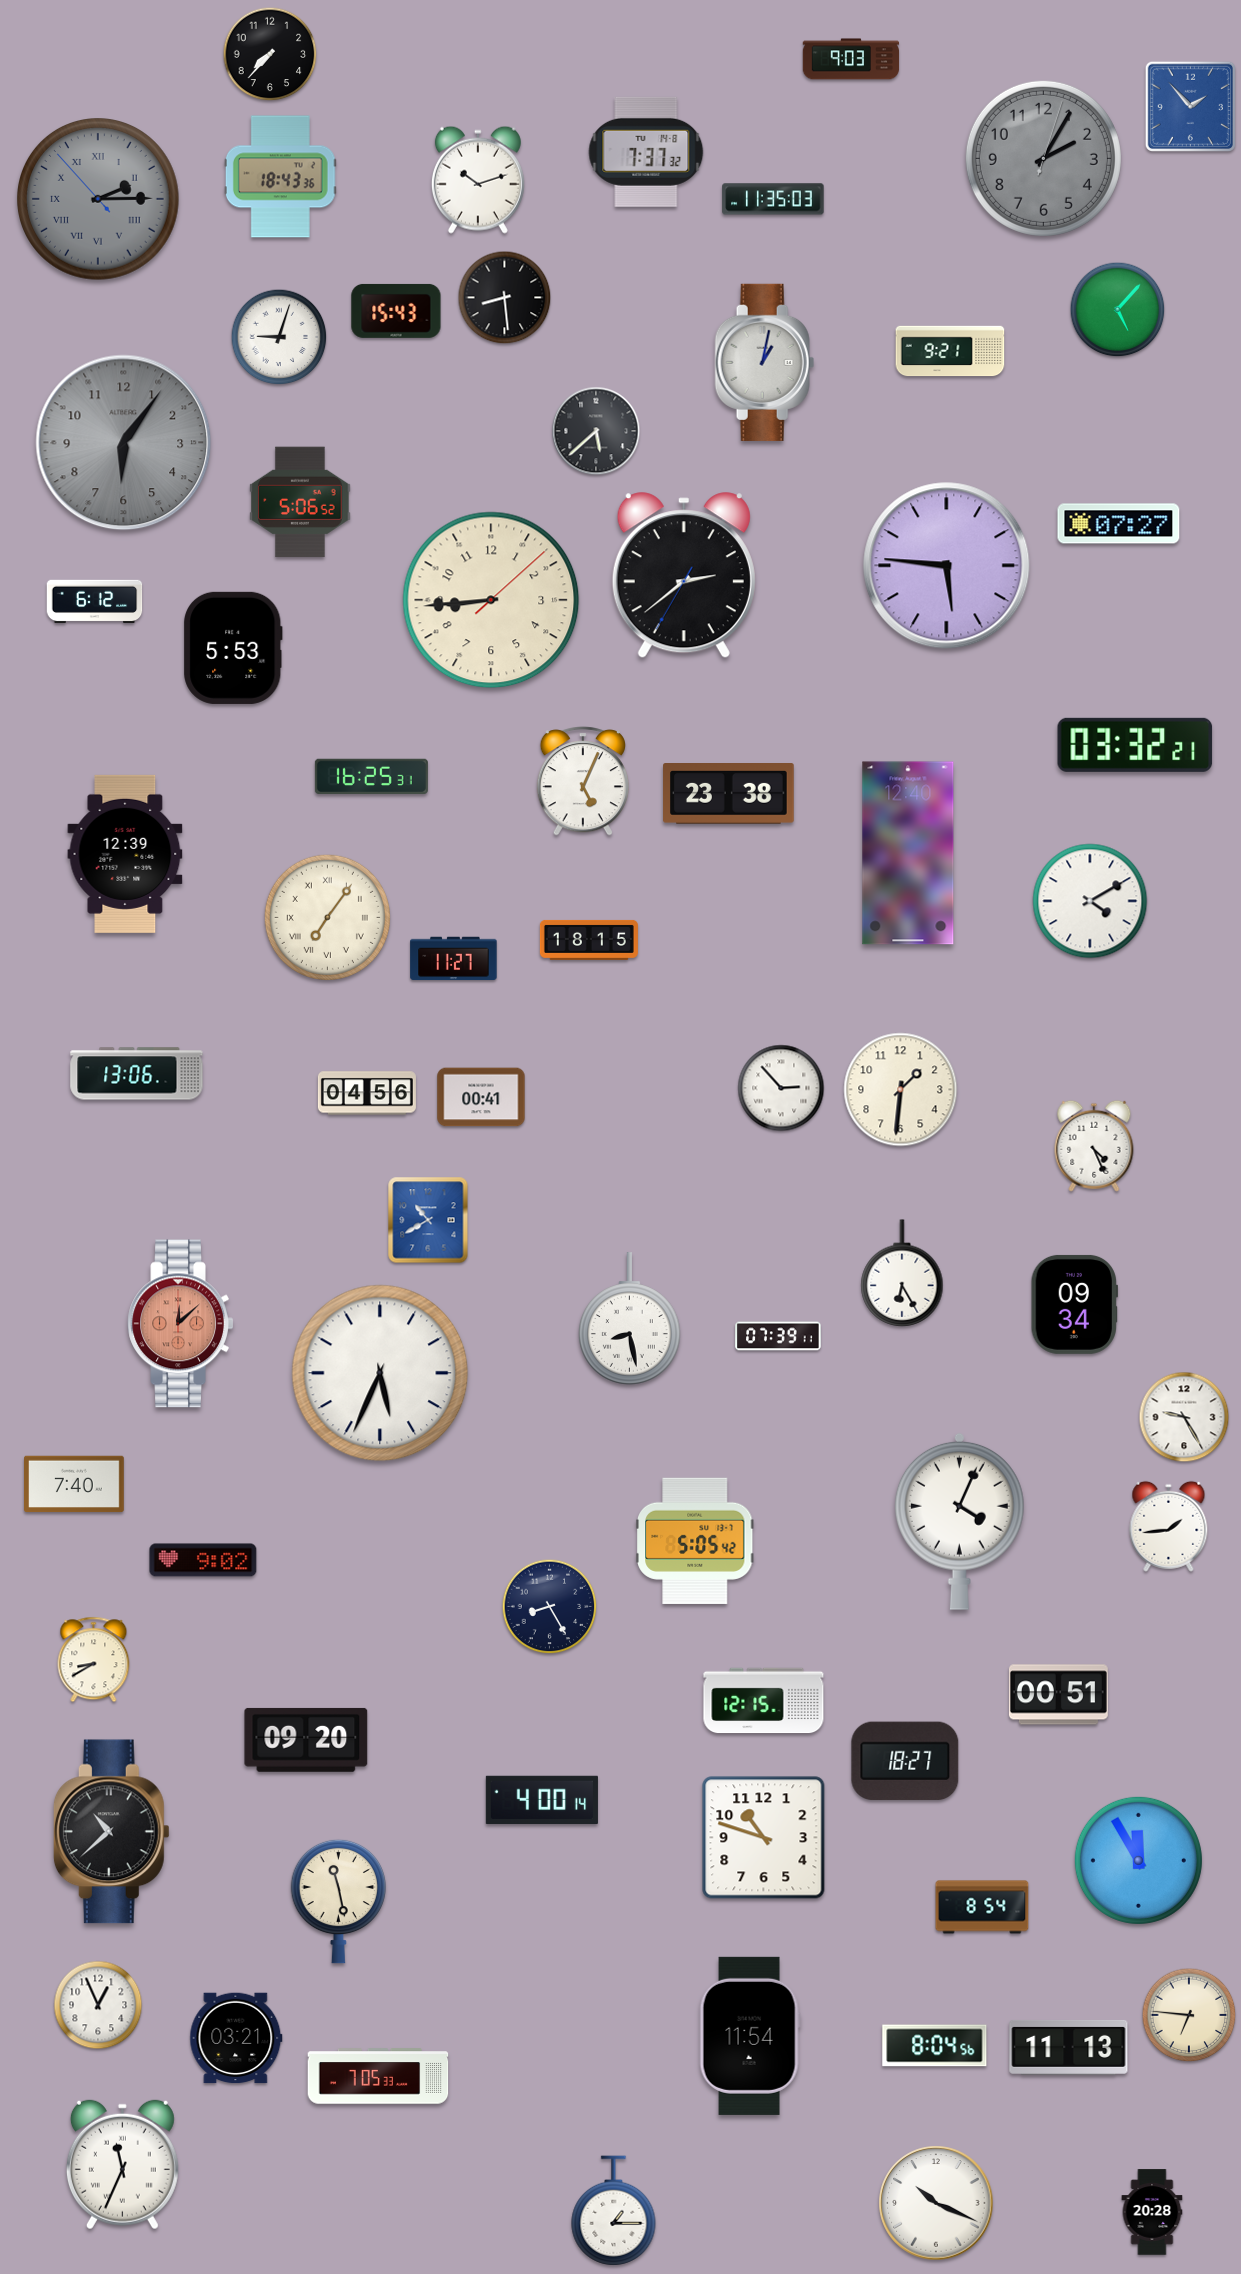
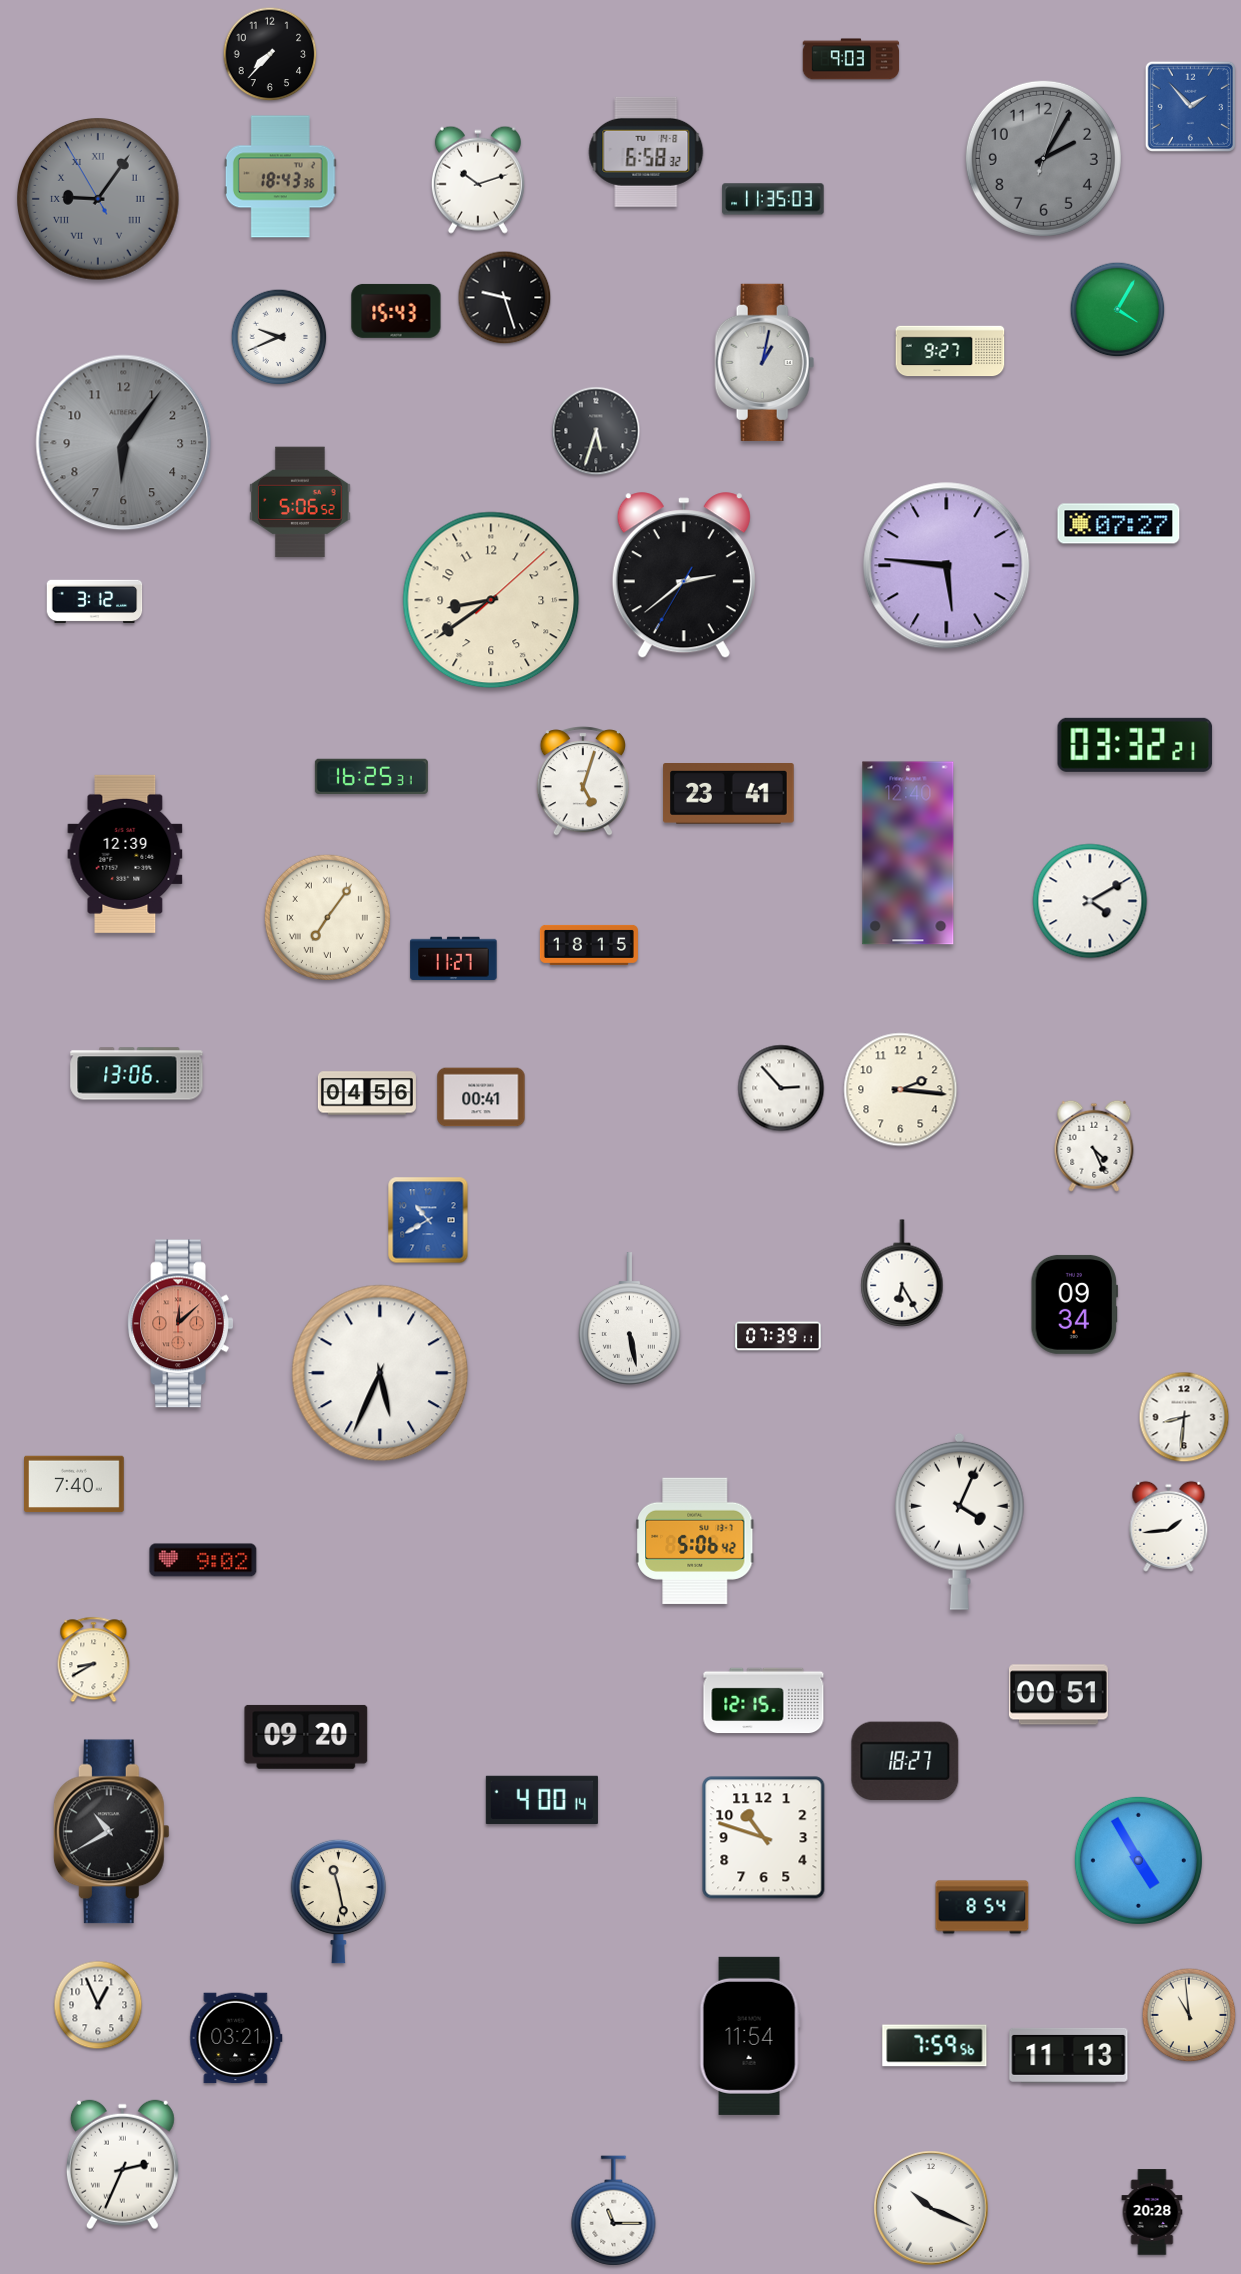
clock at (646, 152): 7:37 -> 6:58
clock at (99, 200): 2:14 -> 9:05
clock at (505, 298): 8:29 -> 9:27
clock at (1118, 310): 5:07 -> 4:05
clock at (279, 337): 9:03 -> 9:41
clock at (950, 351): 9:21 -> 9:27
clock at (596, 431): 5:38 -> 5:33
clock at (491, 600): 8:44 -> 8:39
clock at (95, 602): 6:12 -> 3:12
clock at (234, 648): 5:53 -> none
clock at (583, 781): 5:04 -> 5:03
clock at (729, 794): 23:38 -> 23:41
clock at (589, 940) position: (589, 940) -> (589, 945)
clock at (901, 1090): 1:31 -> 2:16
clock at (629, 1319): 8:28 -> 5:28
clock at (1184, 1417): 9:25 -> 8:31
clock at (696, 1540): 5:05 -> 5:06
clock at (550, 1607): 8:25 -> none
clock at (306, 1740) position: (306, 1740) -> (306, 1737)
clock at (111, 1832): 10:38 -> 10:40
clock at (1138, 1860): 11:55 -> 4:55
clock at (1189, 2015): 6:46 -> 10:59
clock at (935, 2046): 8:04 -> 7:59
clock at (1069, 2047) position: (1069, 2047) -> (1069, 2055)
clock at (378, 2076): 7:05 -> none
clock at (122, 2165): 11:34 -> 2:34
clock at (936, 2203) position: (936, 2203) -> (931, 2208)
clock at (614, 2211): 1:15 -> 11:15
